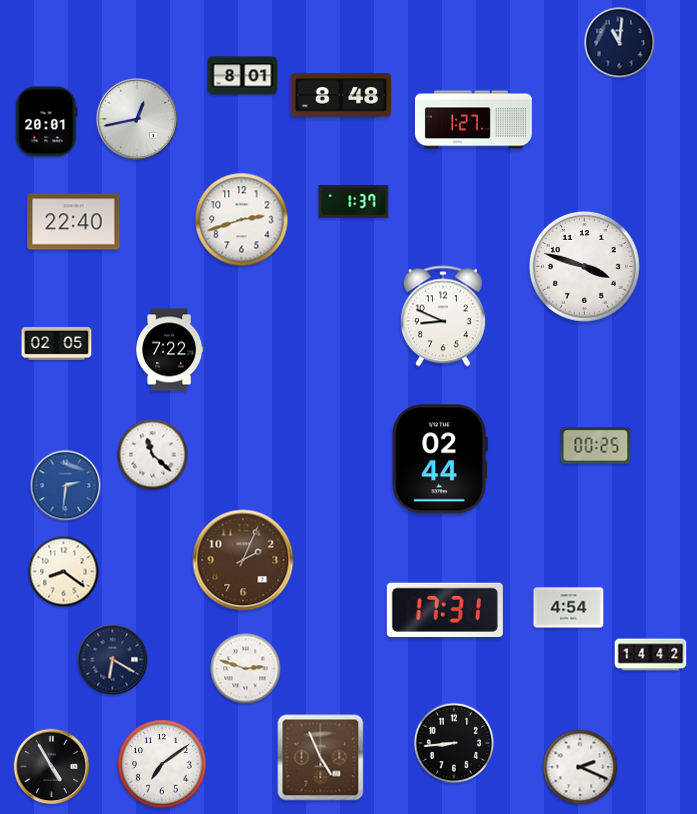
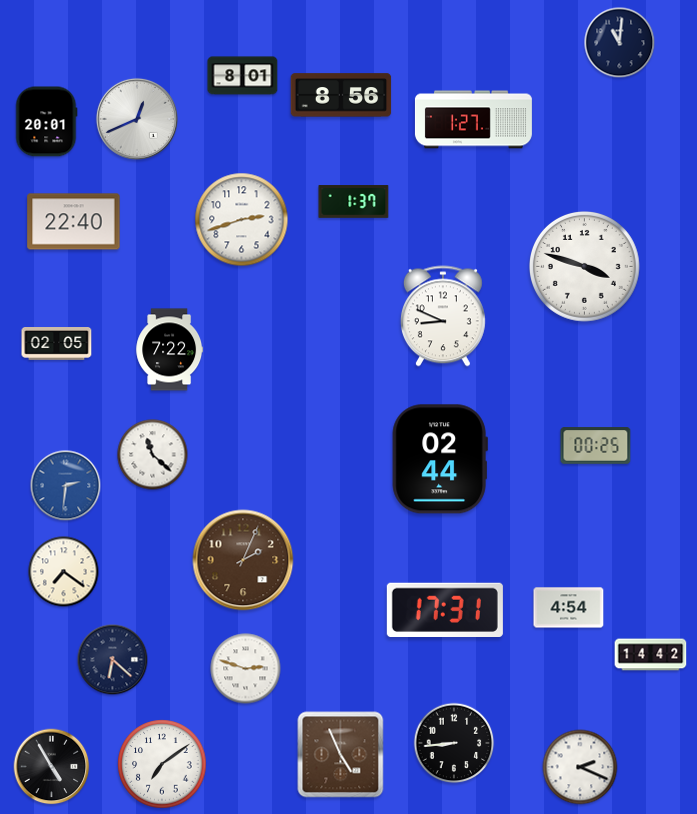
clock at (341, 95): 8:48 -> 8:56
clock at (137, 119): 12:43 -> 12:41
clock at (64, 572): 8:21 -> 7:21
clock at (113, 660): 6:20 -> 6:22
clock at (321, 758) position: (321, 758) -> (341, 755)
